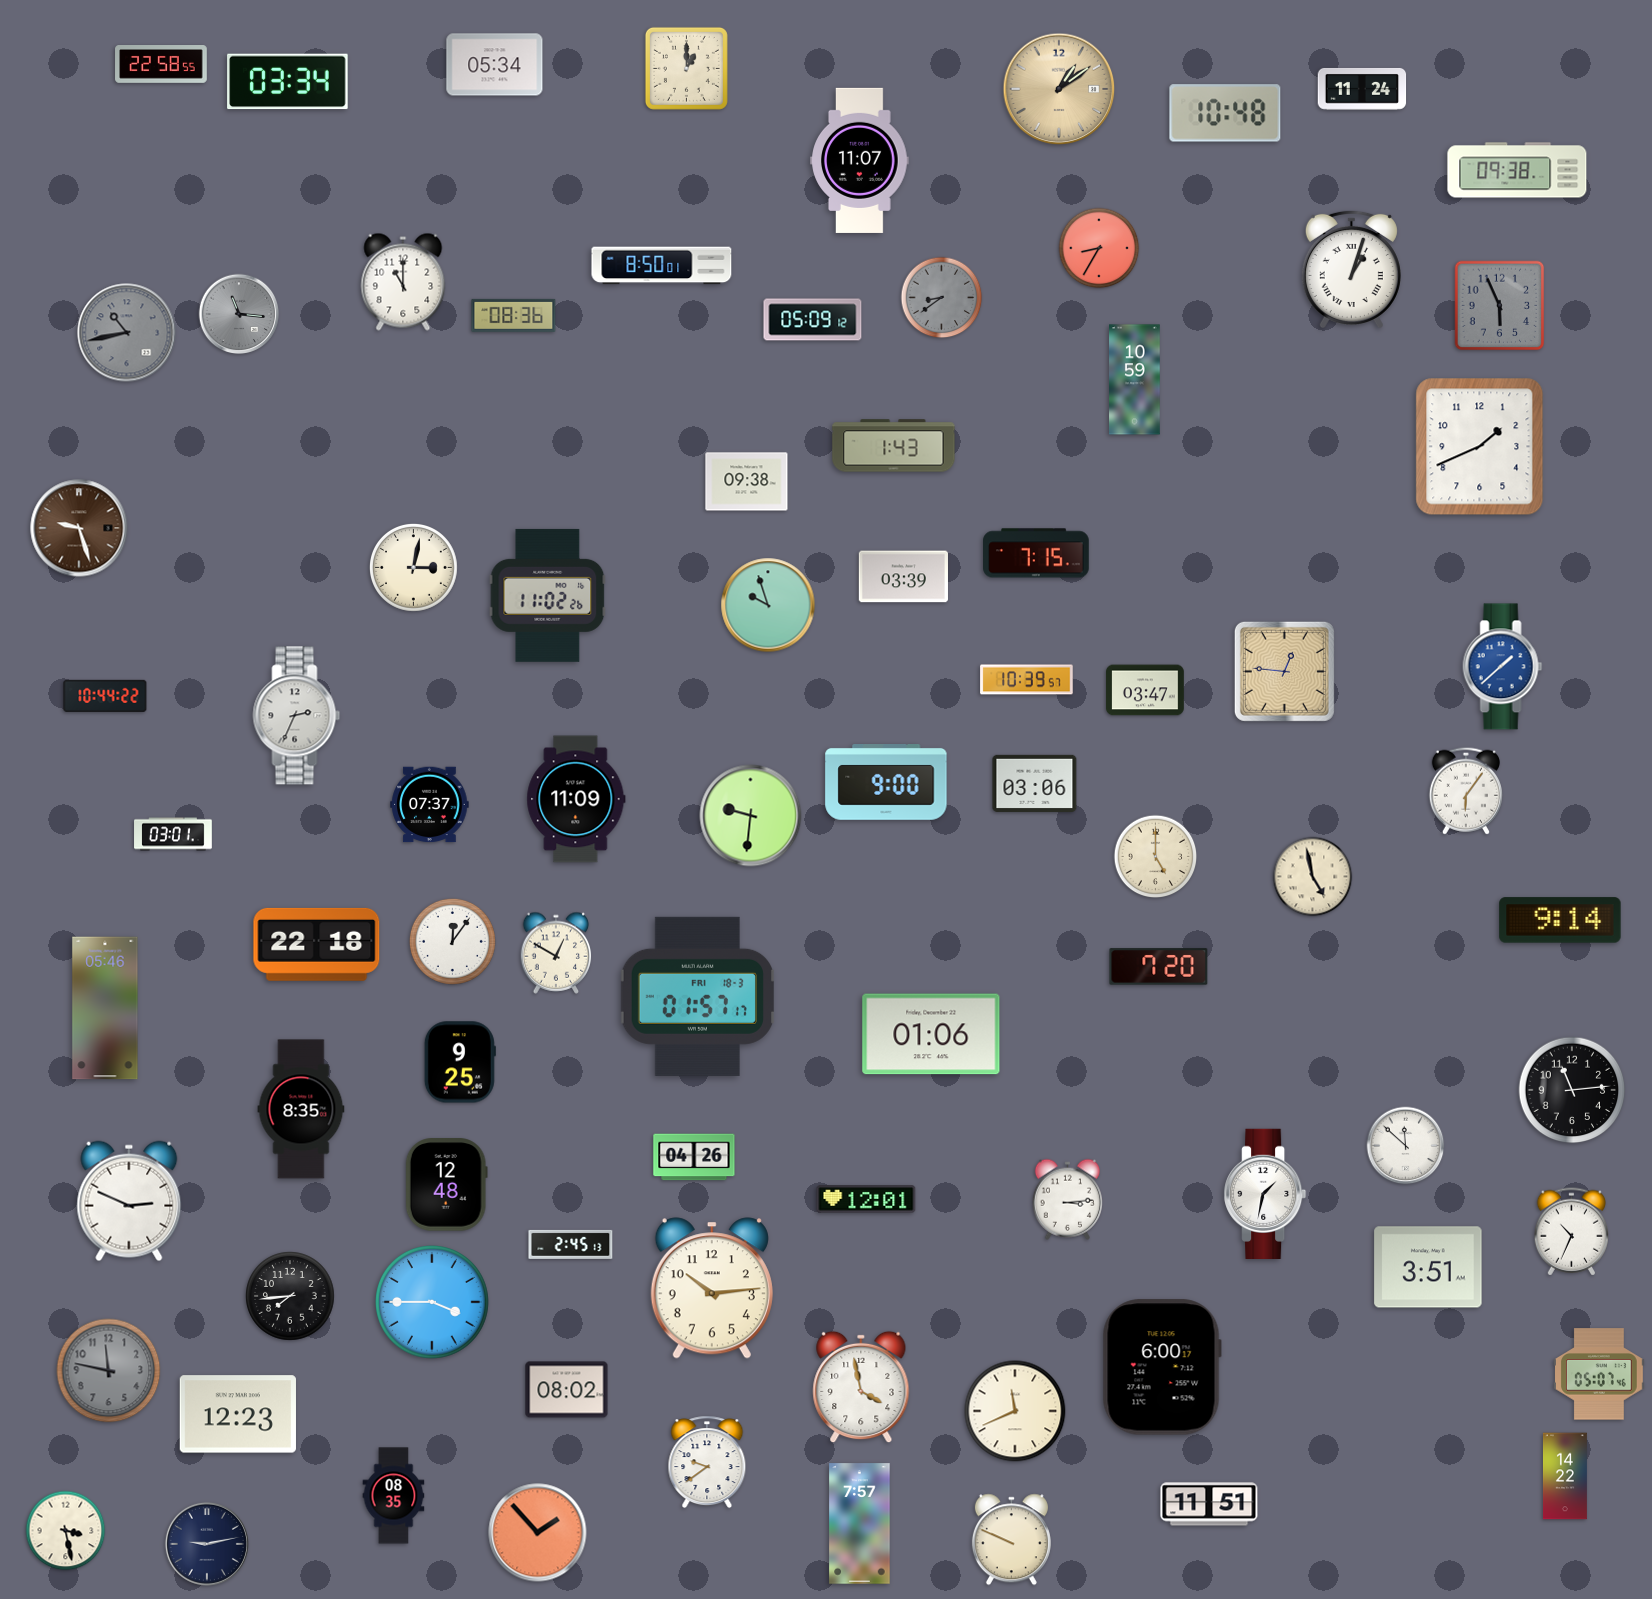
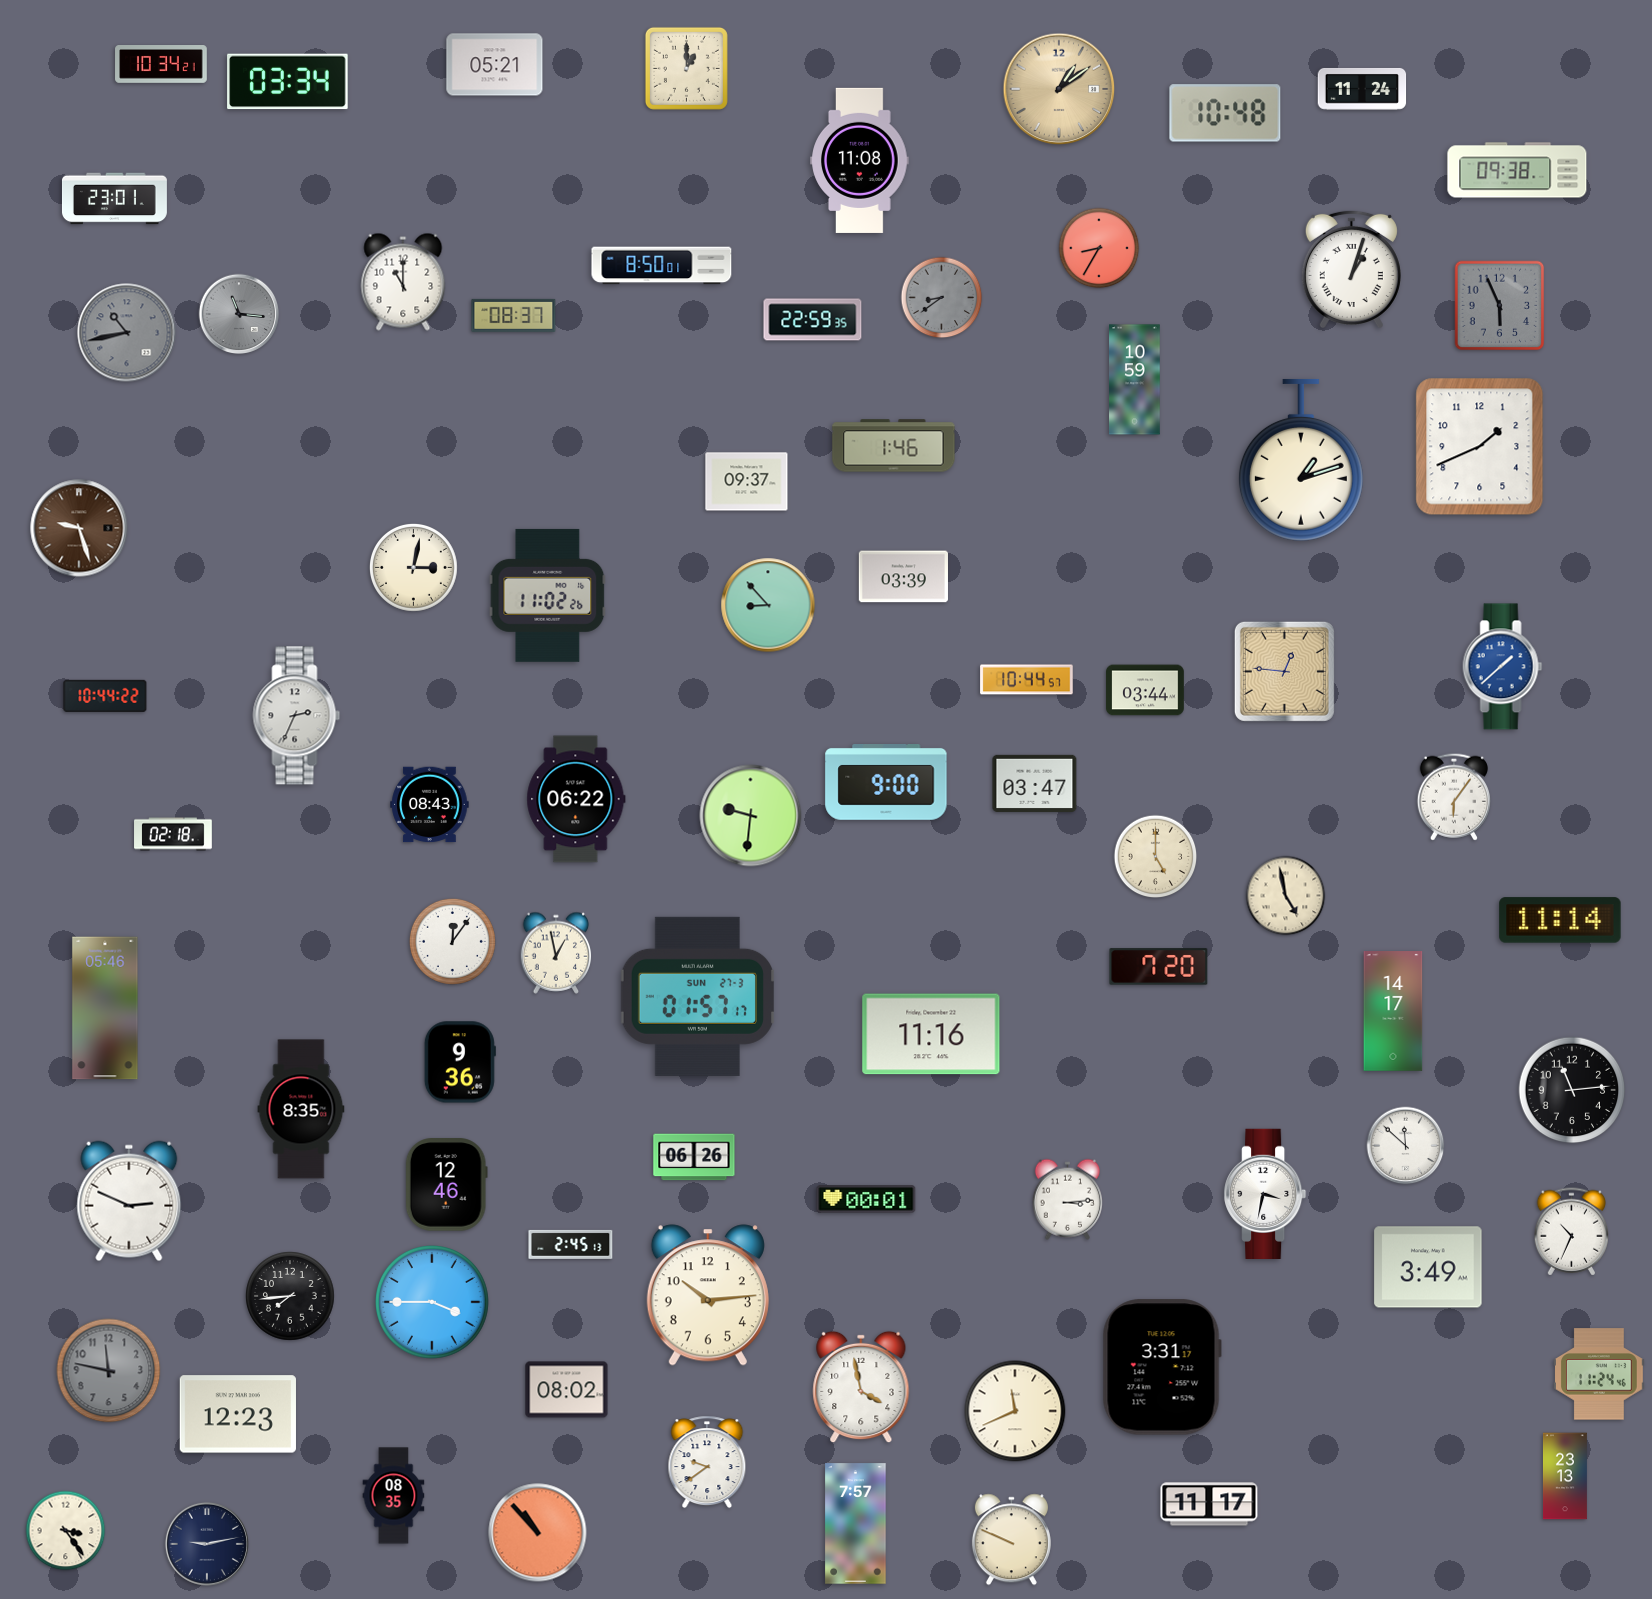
clock at (161, 65): 22:58 -> 10:34
clock at (495, 65): 05:34 -> 05:21
clock at (860, 160): 11:07 -> 11:08
clock at (114, 199): none -> 23:01
clock at (514, 315): 08:36 -> 08:37
clock at (813, 320): 05:09 -> 22:59
clock at (894, 446): 1:43 -> 1:46
clock at (1301, 460): none -> 1:12
clock at (747, 482): 09:38 -> 09:37
clock at (1037, 553): 7:15 -> none
clock at (768, 605): 9:57 -> 8:53
clock at (1027, 680): 10:39 -> 10:44
clock at (1145, 690): 03:47 -> 03:44
clock at (1035, 783): 03:06 -> 03:47
clock at (1466, 791) position: (1466, 791) -> (1454, 797)
clock at (576, 799): 11:09 -> 06:22
clock at (430, 805): 07:37 -> 08:43
clock at (173, 834): 03:01 -> 02:18
clock at (1313, 877) position: (1313, 877) -> (1286, 896)
clock at (1560, 920): 9:14 -> 11:14
clock at (317, 944): 22:18 -> none
clock at (556, 953): 12:50 -> 12:58
clock at (697, 996) date: FRI 18-3 -> SUN 27-3
clock at (1393, 1011): none -> 14:17
clock at (931, 1034): 01:06 -> 11:16
clock at (460, 1062): 9:25 -> 9:36
clock at (694, 1157): 04:26 -> 06:26
clock at (446, 1185): 12:48 -> 12:46
clock at (1265, 1193): 1:32 -> 3:32
clock at (866, 1199): 12:01 -> 00:01
clock at (1428, 1267): 3:51 -> 3:49
clock at (712, 1288) position: (712, 1288) -> (708, 1295)
clock at (1162, 1367): 6:00 -> 3:31
clock at (1600, 1374): 05:07 -> 11:24
clock at (1565, 1476): 14:22 -> 23:13
clock at (1209, 1504): 11:51 -> 11:17
clock at (860, 1524) position: (860, 1524) -> (856, 1524)
clock at (66, 1531): 3:28 -> 3:24
clock at (538, 1533): 1:53 -> 10:53
